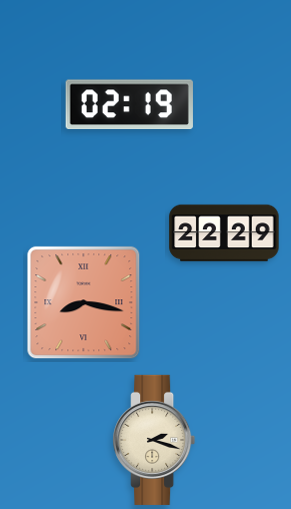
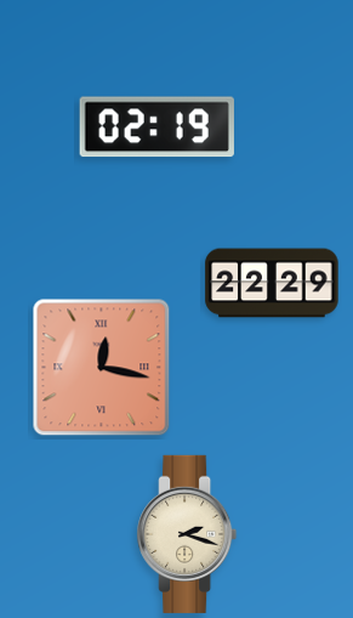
clock at (84, 303): 8:17 -> 12:17
